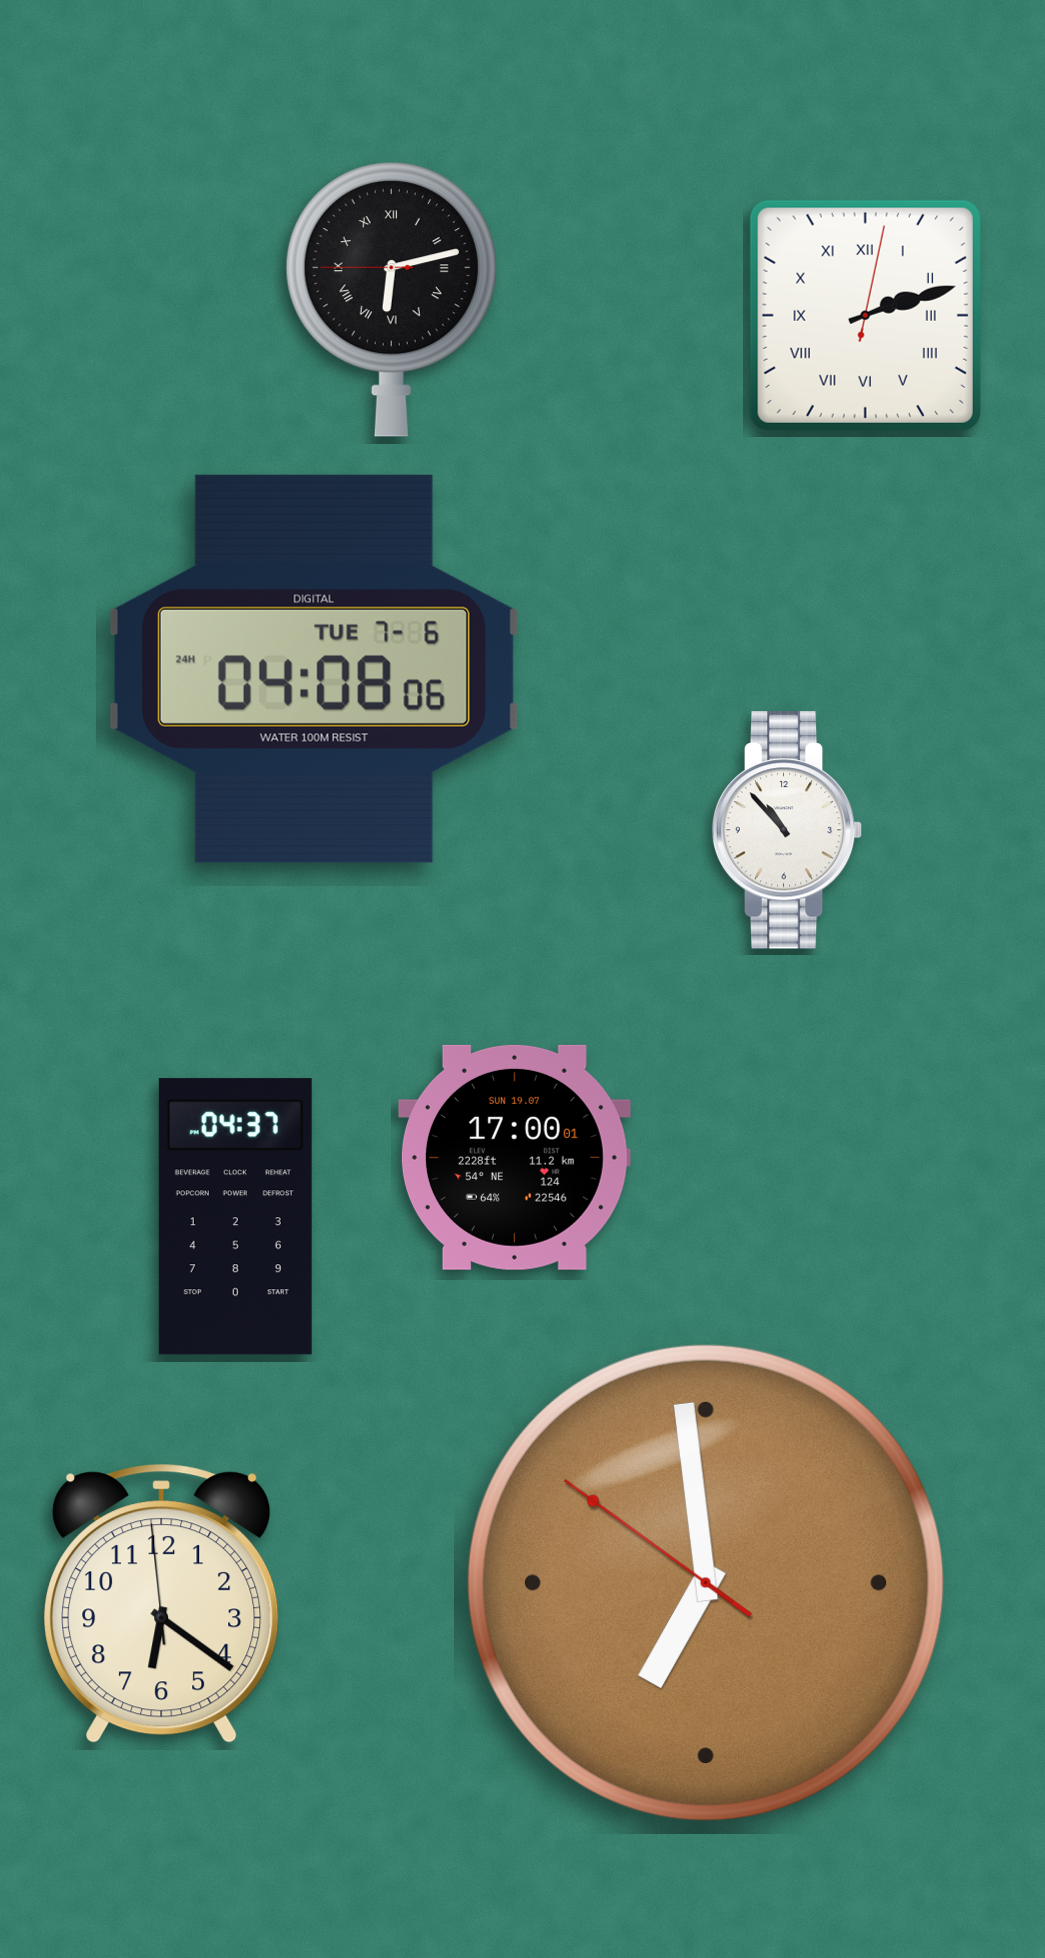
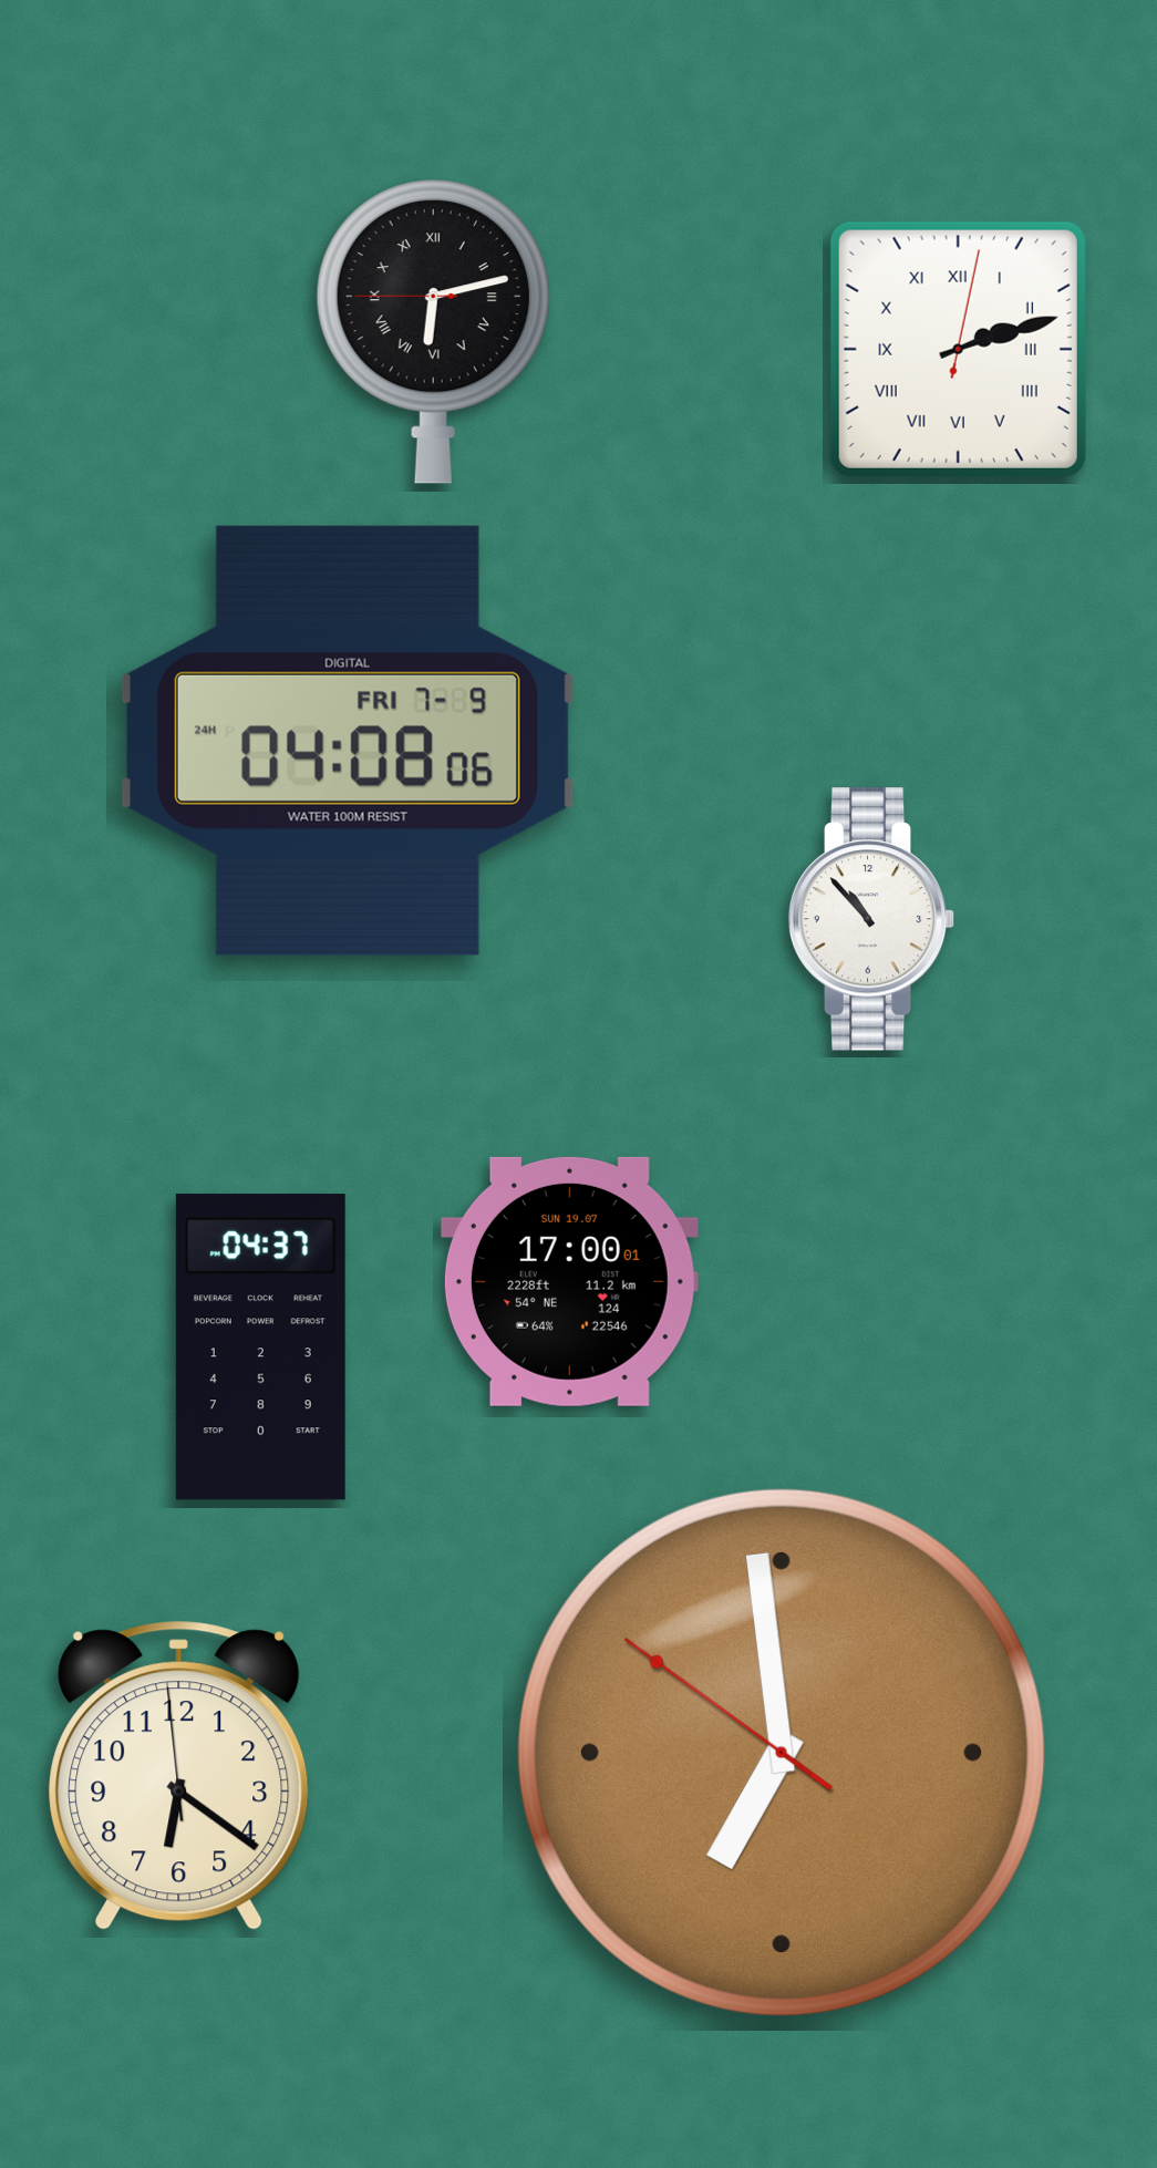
clock at (314, 669) date: TUE 7-6 -> FRI 7-9
